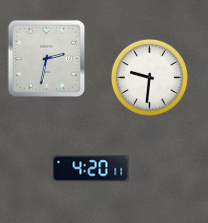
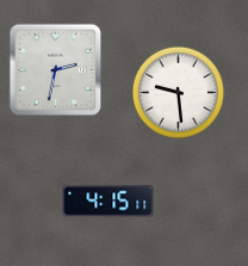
clock at (149, 77): 9:31 -> 9:29
clock at (91, 169): 4:20 -> 4:15
